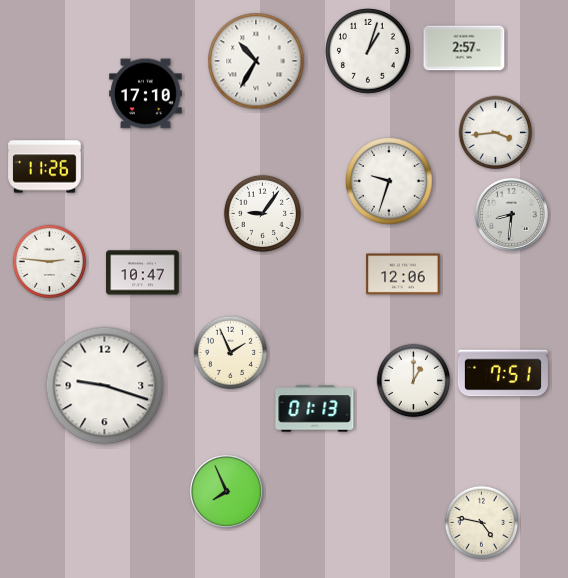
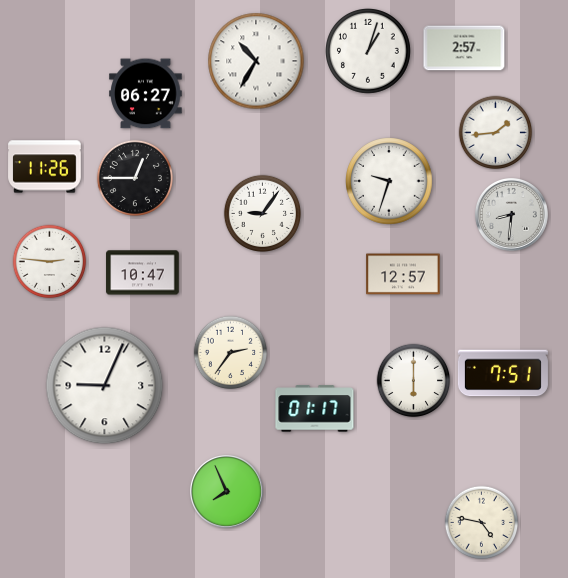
clock at (146, 94): 17:10 -> 06:27
clock at (496, 133): 3:44 -> 1:44
clock at (134, 177): none -> 12:45
clock at (403, 274): 12:06 -> 12:57
clock at (231, 353): 1:56 -> 2:36
clock at (414, 381): 1:00 -> 6:00
clock at (105, 386): 9:18 -> 9:04
clock at (315, 409): 01:13 -> 01:17
